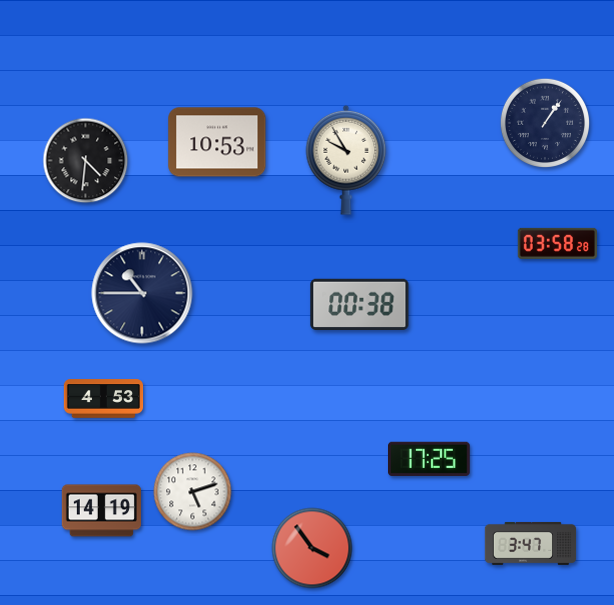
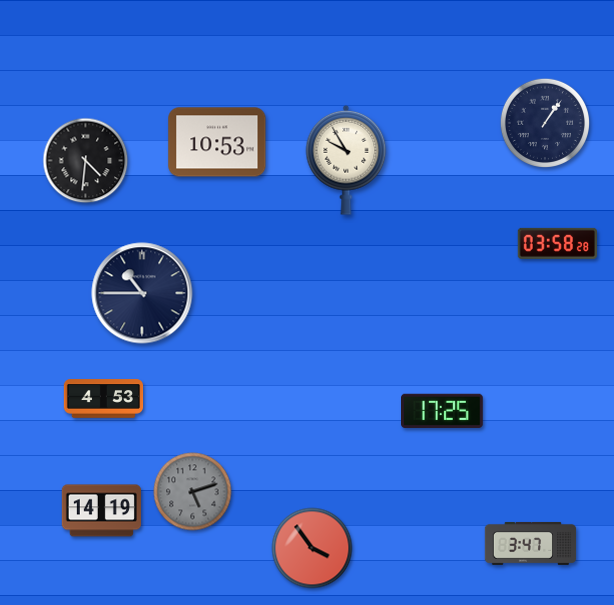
clock at (360, 305): 00:38 -> none
clock at (430, 459) position: (430, 459) -> (443, 411)
clock at (193, 492) dial: white -> grey
